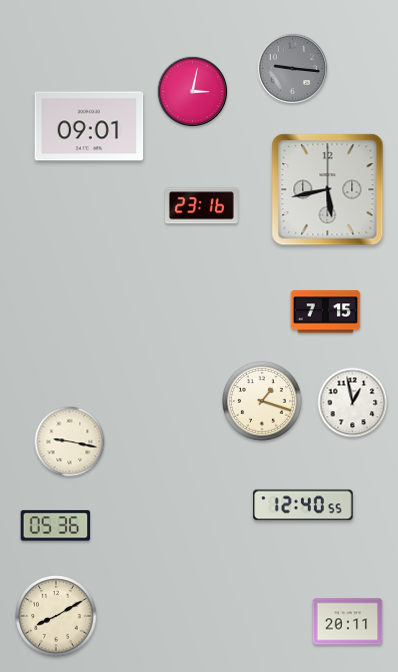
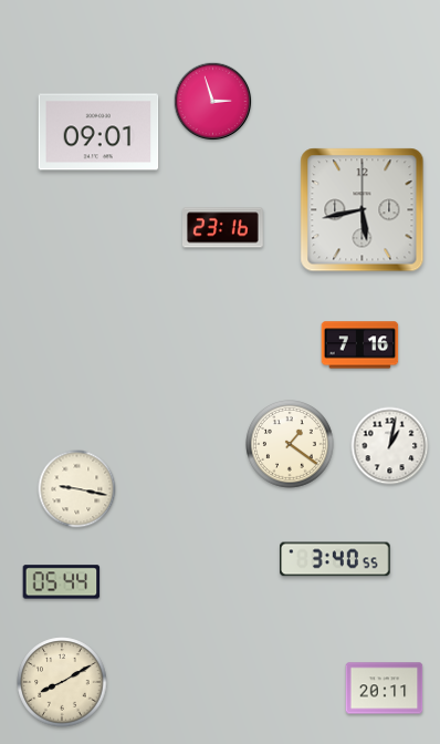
clock at (293, 69): 9:16 -> none
clock at (193, 92): 3:02 -> 2:57
clock at (89, 126) position: (89, 126) -> (98, 132)
clock at (326, 312): 7:15 -> 7:16
clock at (263, 402): 1:18 -> 1:21
clock at (353, 403): 12:58 -> 1:02
clock at (304, 505): 12:40 -> 3:40
clock at (56, 526): 05:36 -> 05:44
